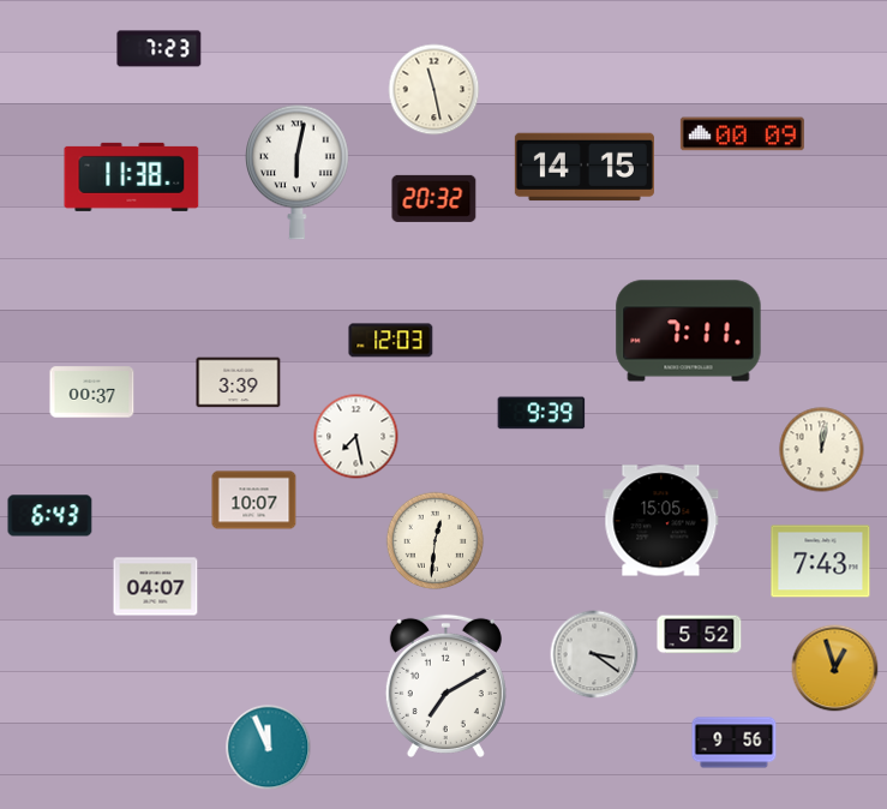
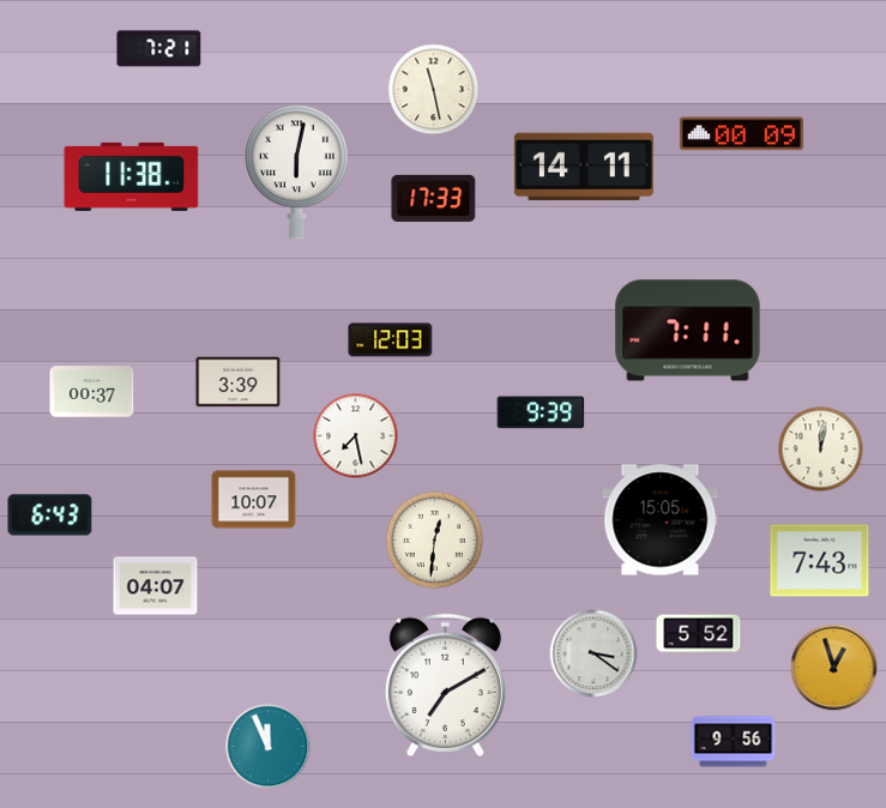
clock at (160, 49): 7:23 -> 7:21
clock at (585, 167): 14:15 -> 14:11
clock at (434, 198): 20:32 -> 17:33
